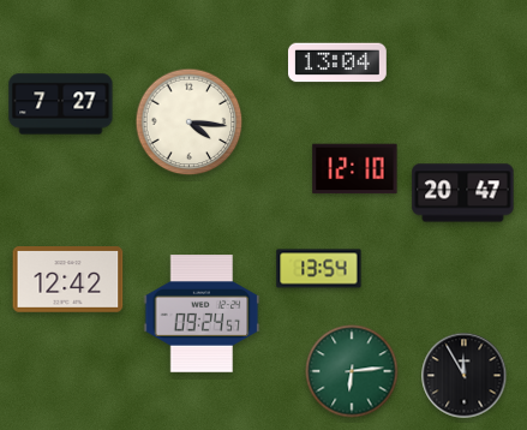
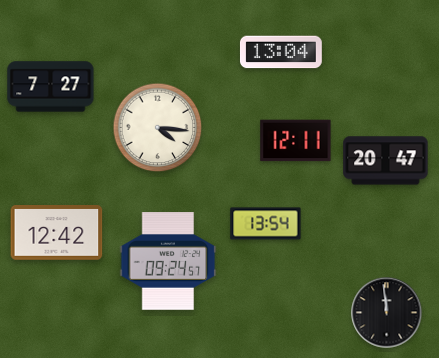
clock at (190, 123) position: (190, 123) -> (158, 128)
clock at (355, 169): 12:10 -> 12:11
clock at (352, 371): 6:14 -> none
clock at (465, 376): 11:55 -> 11:59
